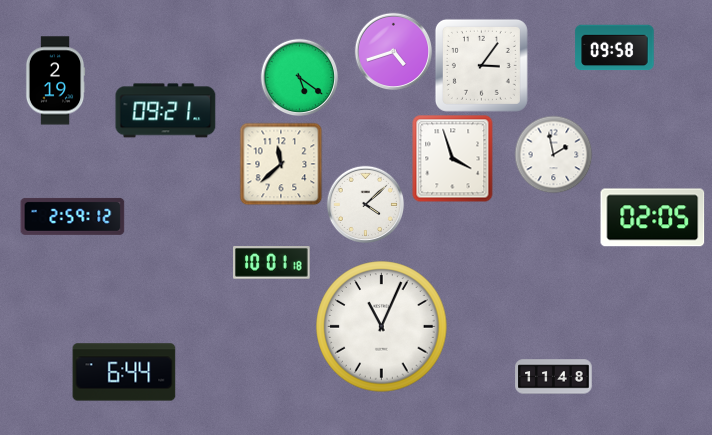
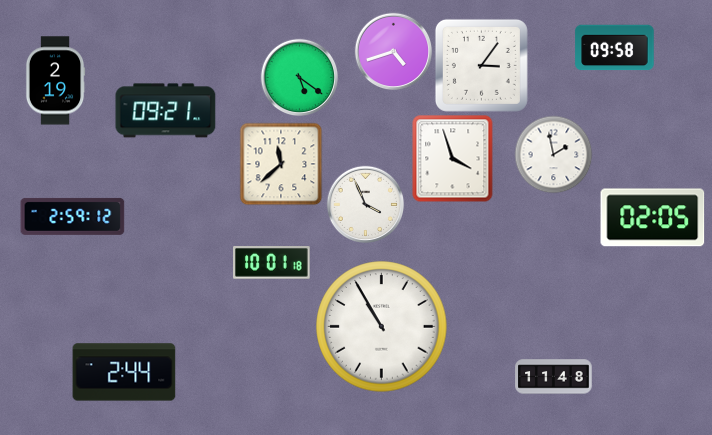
clock at (365, 204): 4:08 -> 3:56
clock at (382, 327): 11:04 -> 10:55
clock at (124, 372): 6:44 -> 2:44
